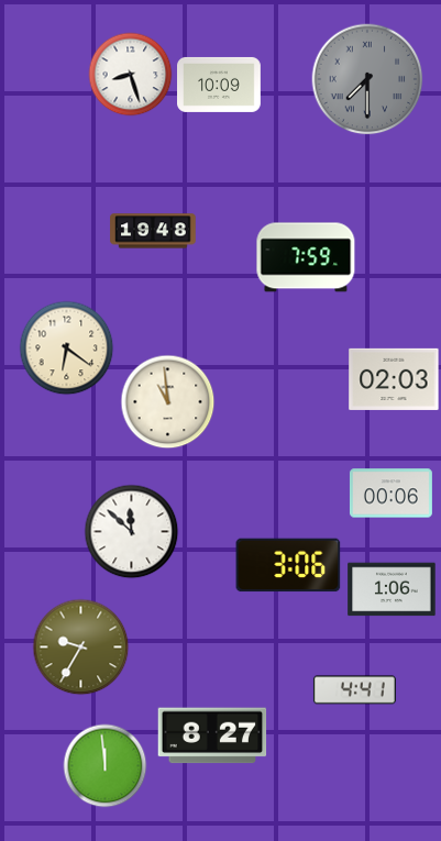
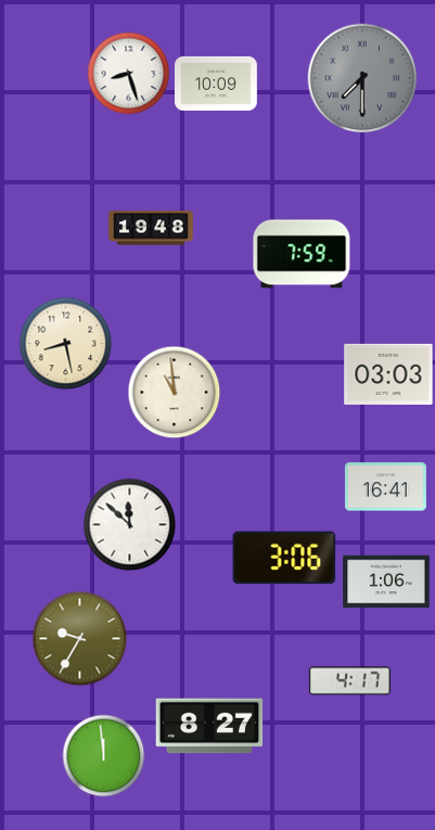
clock at (67, 348): 6:21 -> 8:28
clock at (394, 379): 02:03 -> 03:03
clock at (168, 402) position: (168, 402) -> (175, 393)
clock at (390, 494): 00:06 -> 16:41
clock at (354, 690): 4:41 -> 4:17
